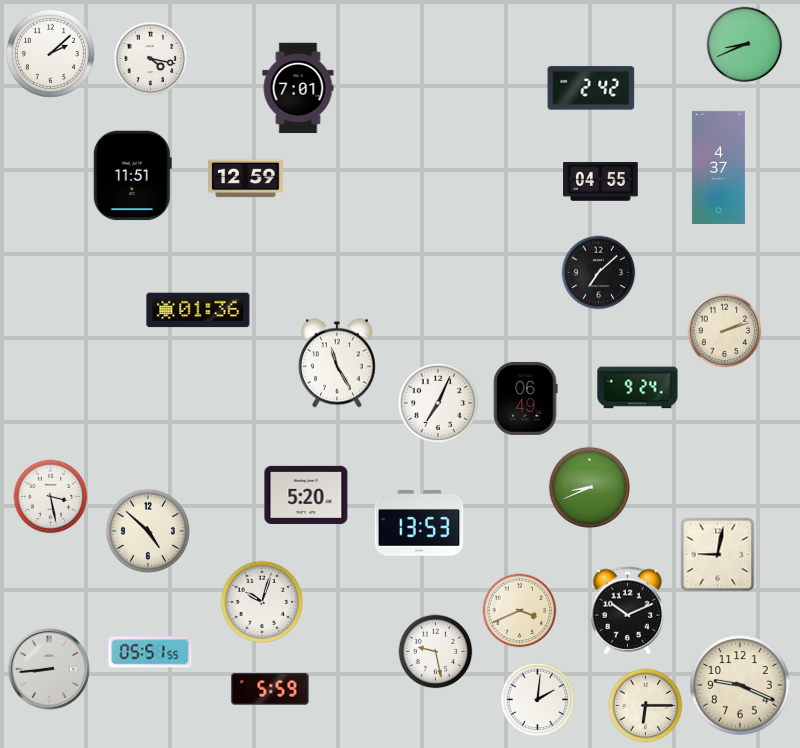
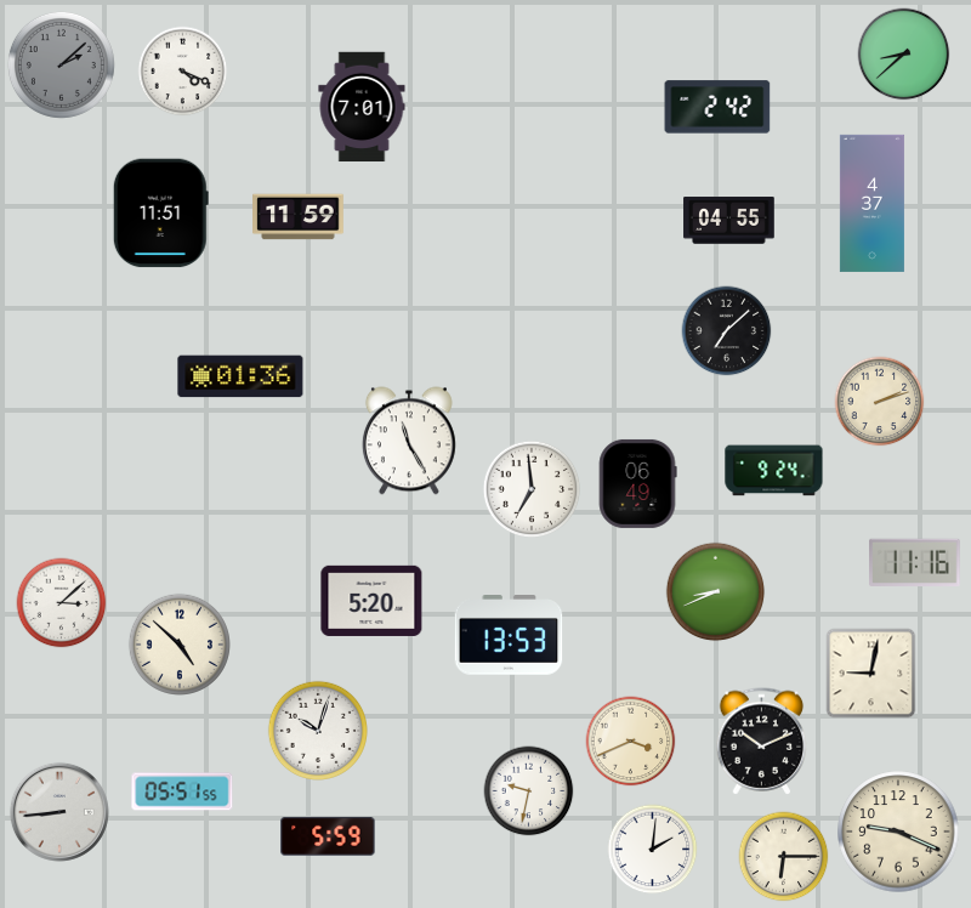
clock at (745, 45): 8:41 -> 8:38
clock at (50, 53) dial: white -> grey
clock at (151, 59): 4:17 -> 4:19
clock at (246, 179): 12:59 -> 11:59
clock at (438, 403): 7:04 -> 6:59
clock at (915, 562): none -> 11:16
clock at (51, 497): 3:28 -> 3:08
clock at (436, 652): 9:28 -> 9:32
